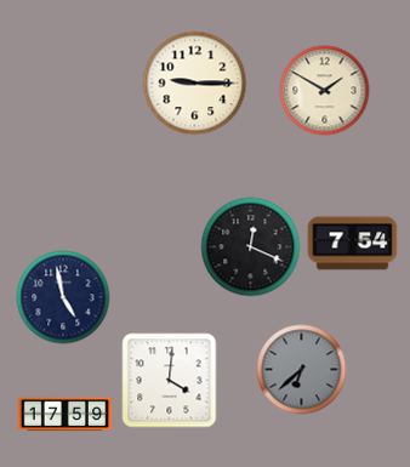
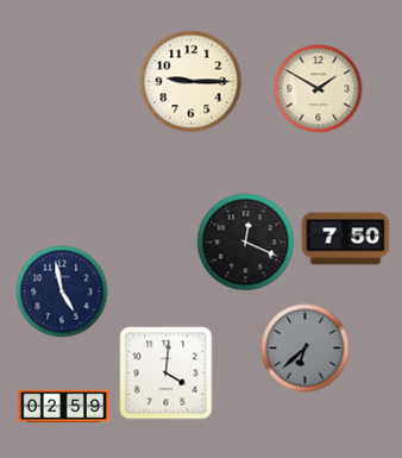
clock at (353, 244): 7:54 -> 7:50
clock at (302, 370) position: (302, 370) -> (306, 349)
clock at (66, 415): 17:59 -> 02:59
